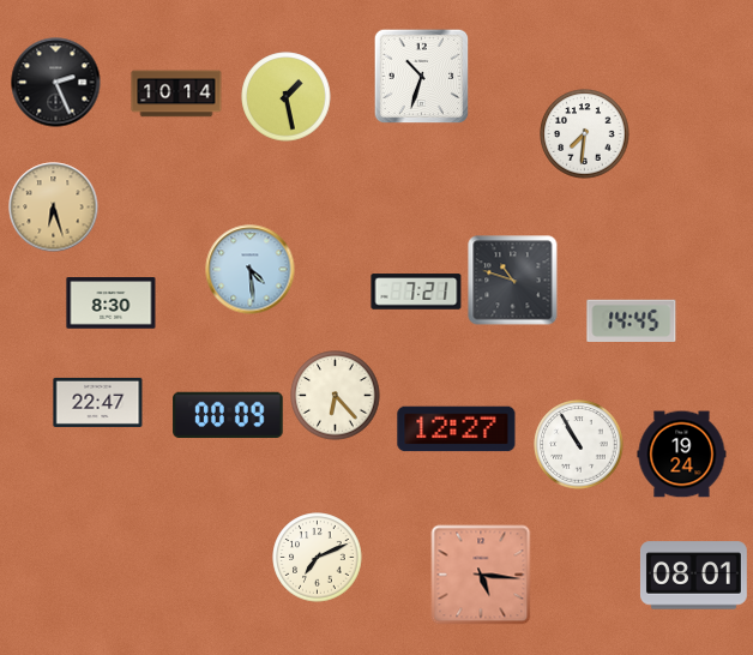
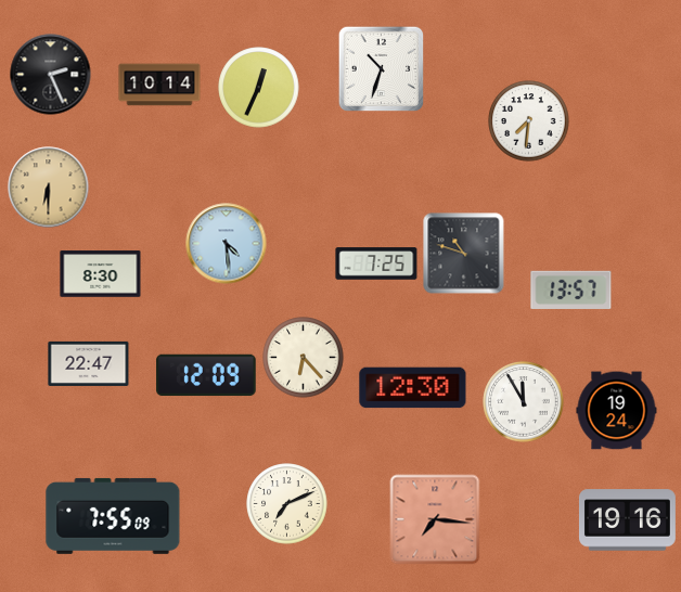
clock at (287, 97): 1:28 -> 12:34
clock at (54, 208): 6:27 -> 6:30
clock at (416, 292): 7:21 -> 7:25
clock at (632, 320): 14:45 -> 13:57
clock at (228, 415): 00:09 -> 12:09
clock at (457, 429): 12:27 -> 12:30
clock at (579, 445): 10:55 -> 11:55
clock at (113, 516): none -> 7:55
clock at (481, 575): 5:16 -> 7:16
clock at (693, 576): 08:01 -> 19:16
